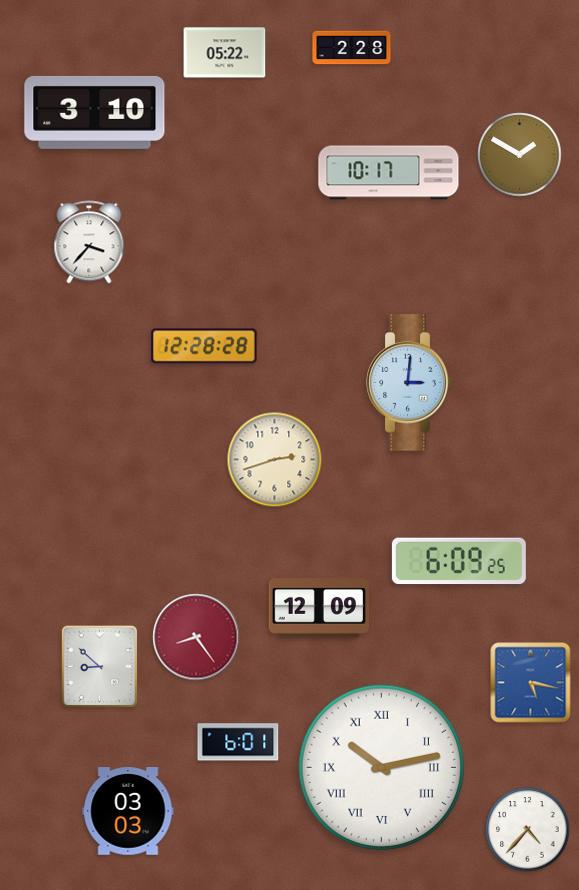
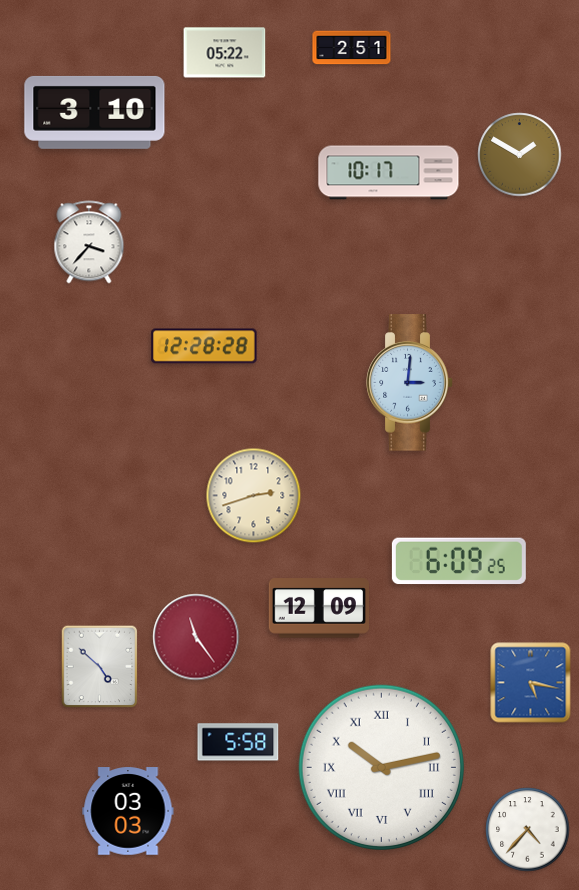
clock at (352, 48): 2:28 -> 2:51
clock at (275, 460) position: (275, 460) -> (254, 496)
clock at (196, 637): 8:24 -> 11:24
clock at (100, 667): 8:52 -> 4:52
clock at (238, 742): 6:01 -> 5:58
